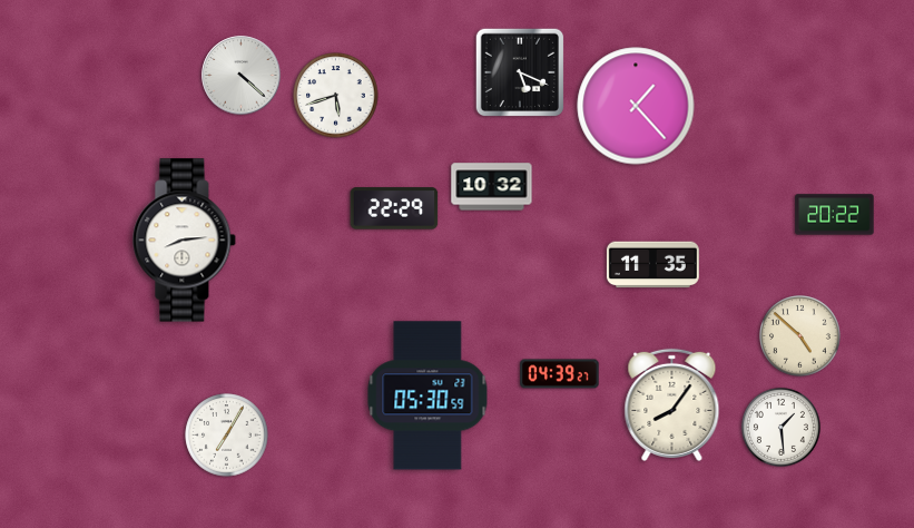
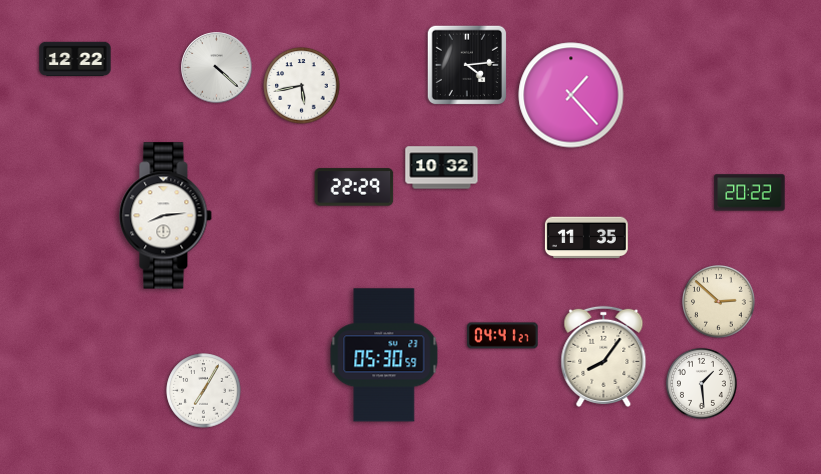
clock at (75, 58): none -> 12:22
clock at (520, 72): 5:19 -> 4:14
clock at (336, 96): 5:42 -> 5:43
clock at (800, 336): 4:52 -> 2:52
clock at (560, 374): 04:39 -> 04:41
clock at (672, 404) position: (672, 404) -> (604, 356)
